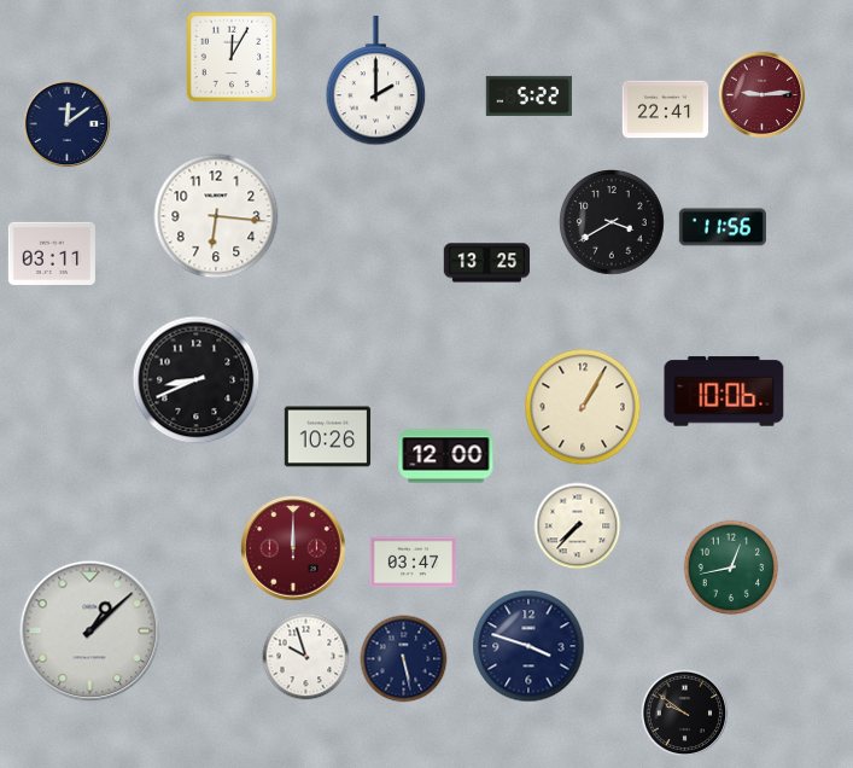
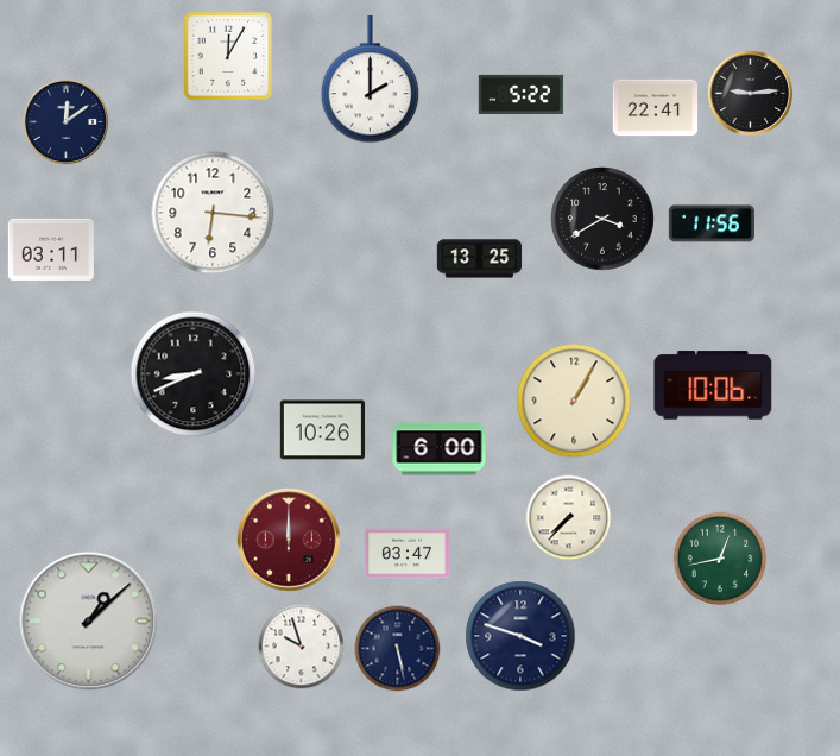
clock at (763, 95) dial: burgundy -> black
clock at (446, 456): 12:00 -> 6:00
clock at (685, 714): 9:51 -> none
